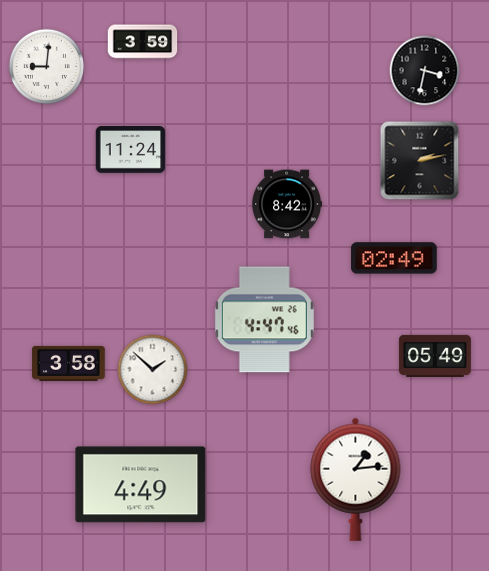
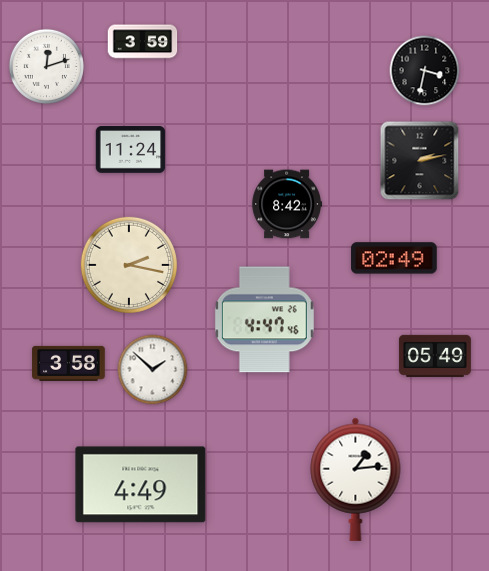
clock at (46, 66): 9:01 -> 12:12
clock at (129, 265): none -> 2:17
